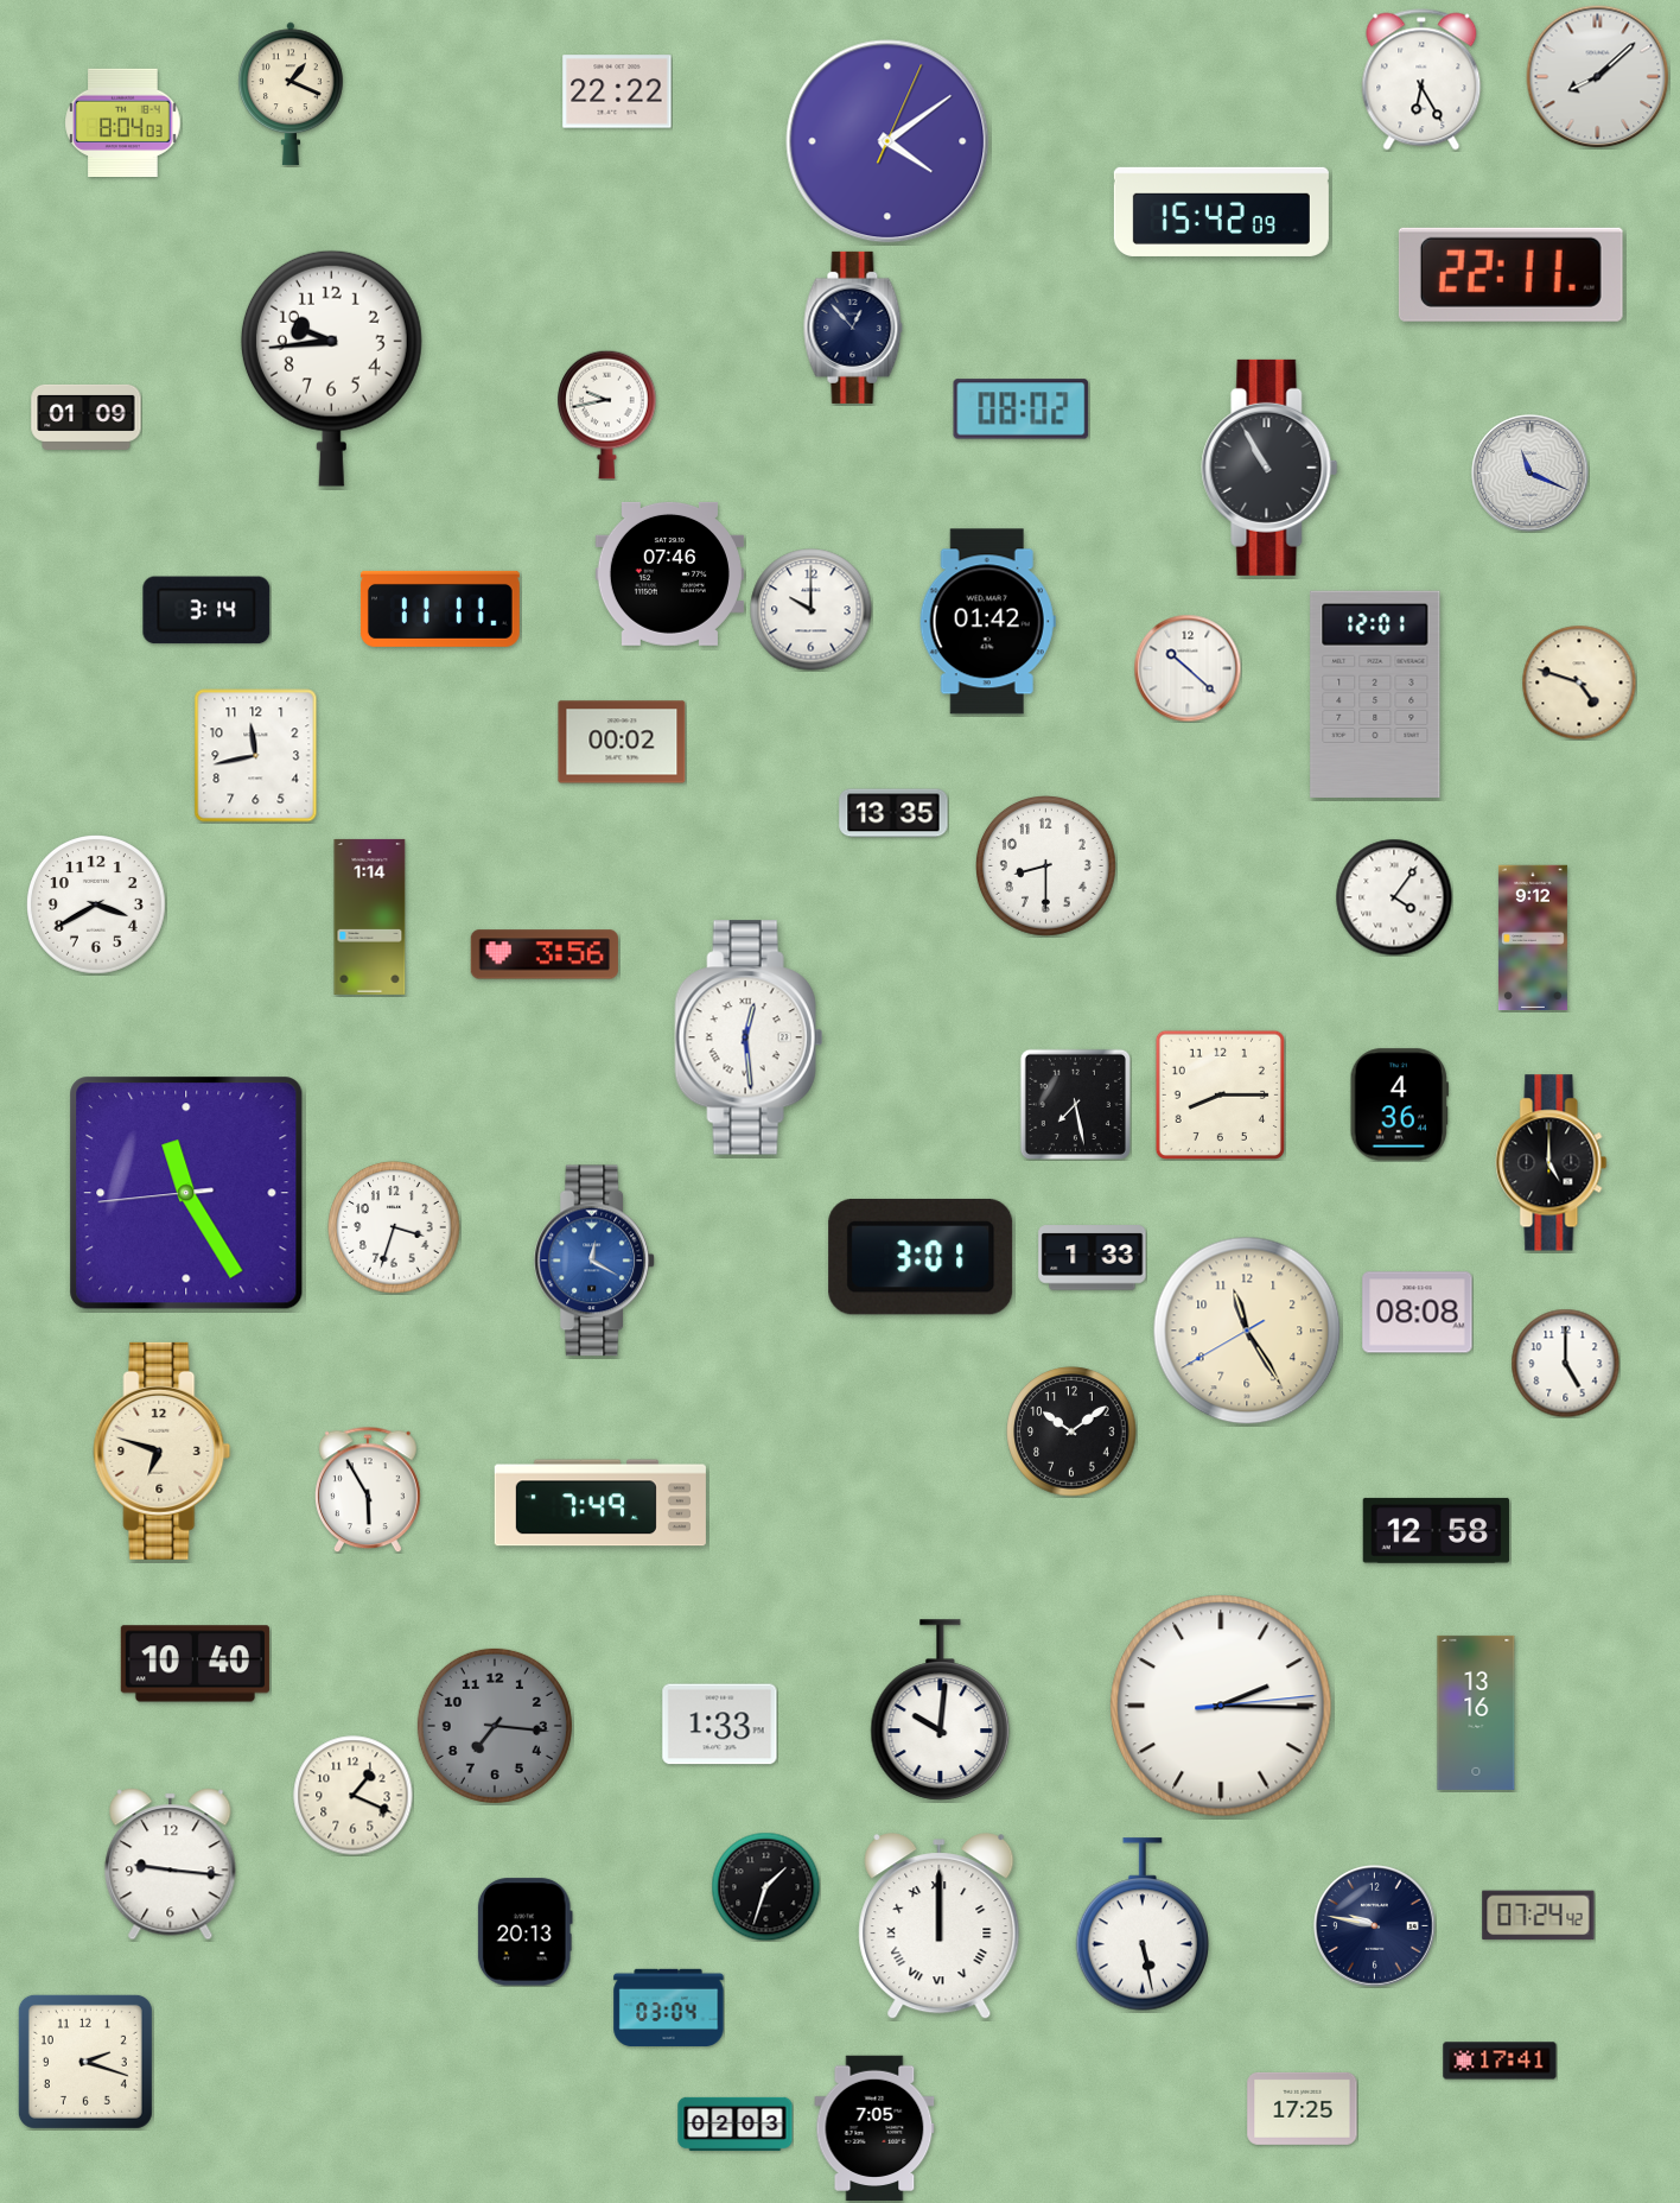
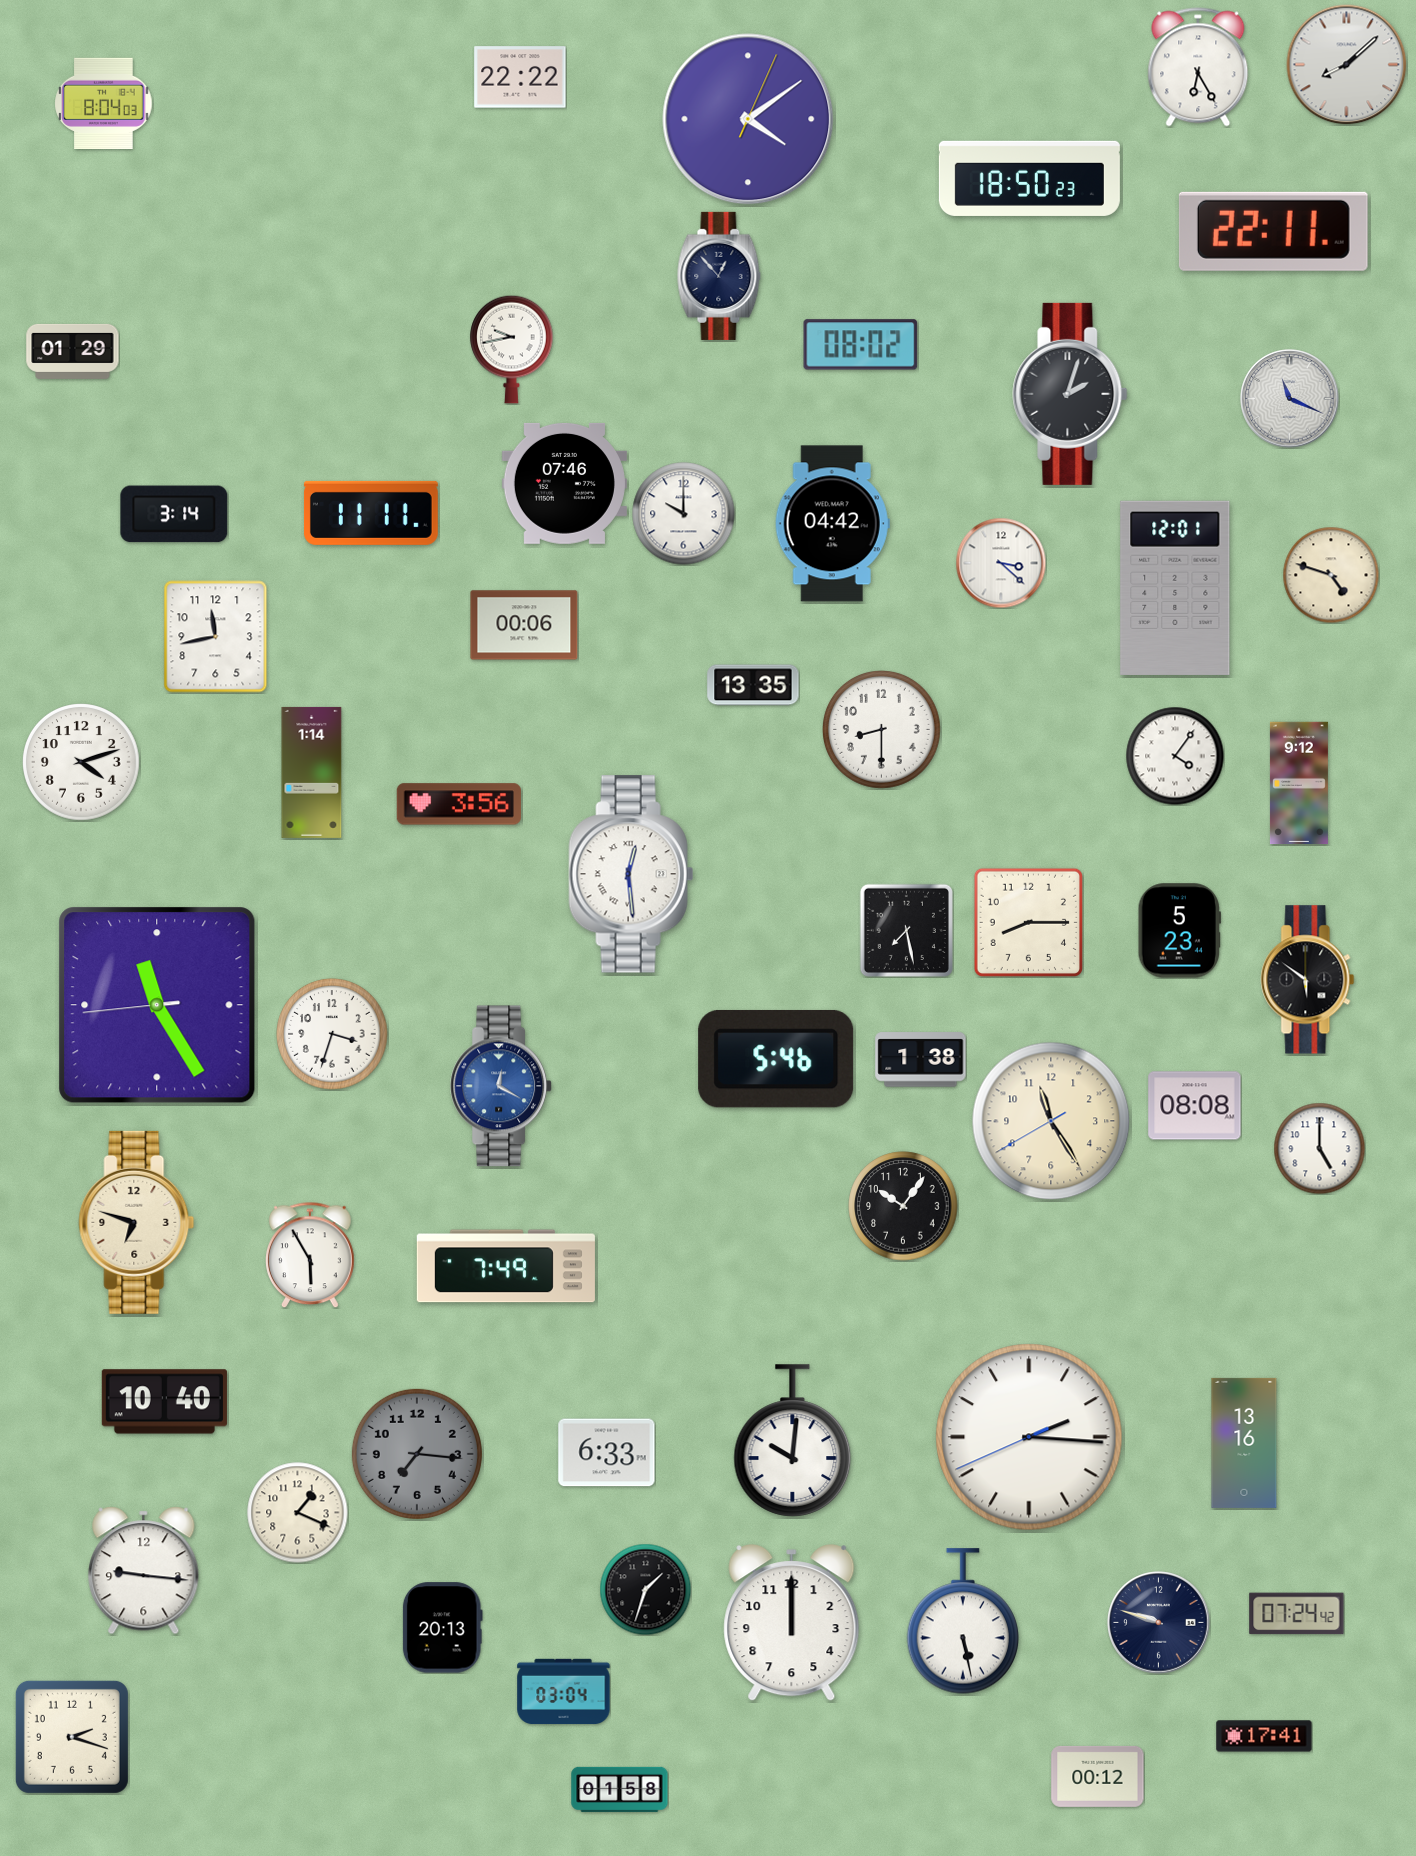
clock at (291, 94): 1:19 -> none
clock at (1221, 211): 15:42 -> 18:50
clock at (331, 368): 9:44 -> none
clock at (87, 417): 01:09 -> 01:29
clock at (1269, 468): 10:55 -> 2:03
clock at (987, 622): 01:42 -> 04:42
clock at (1188, 668): 10:22 -> 3:22
clock at (1375, 694) position: (1375, 694) -> (1175, 588)
clock at (622, 742): 00:02 -> 00:06
clock at (97, 906): 3:40 -> 4:12
clock at (1533, 938) position: (1533, 938) -> (1299, 783)
clock at (1399, 1105): 4:36 -> 5:23
clock at (1552, 1163): 5:00 -> 5:51
clock at (921, 1257): 3:01 -> 5:46
clock at (1093, 1258): 1:33 -> 1:38
clock at (596, 1261) position: (596, 1261) -> (502, 1086)
clock at (1071, 1431): 10:09 -> 10:06
clock at (1436, 1530): 12:58 -> none
clock at (1221, 1706): 2:15:14 -> 2:15:41
clock at (720, 1725): 1:33 -> 6:33
clock at (940, 1926) numerals: Roman -> Arabic
clock at (1375, 1926): 9:47 -> 9:48
clock at (1303, 2108): 17:25 -> 00:12
clock at (736, 2123): 02:03 -> 01:58
clock at (874, 2128): 7:05 -> none
